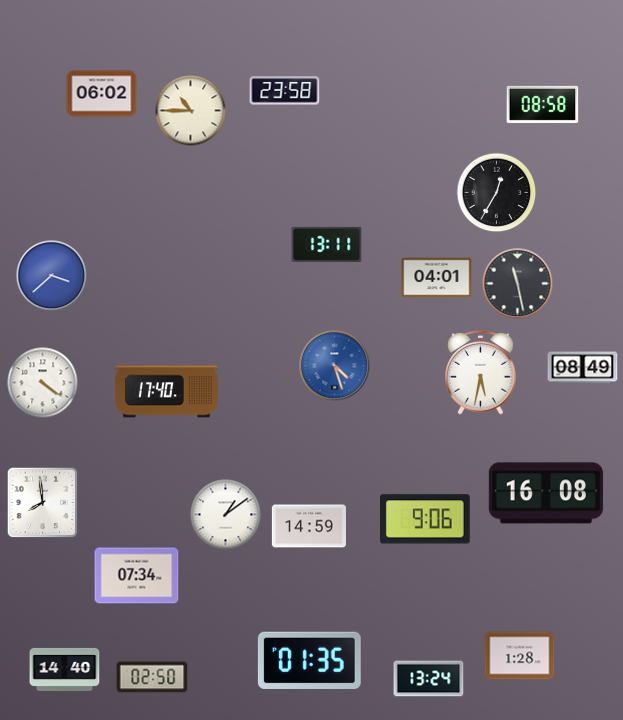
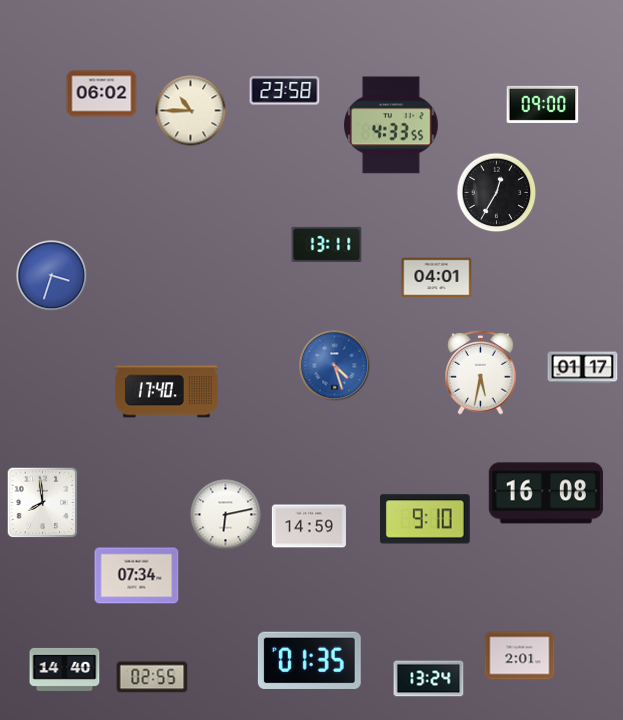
clock at (543, 104): 08:58 -> 09:00
clock at (392, 125): none -> 4:33
clock at (52, 276): 3:38 -> 3:33
clock at (518, 284): 11:28 -> none
clock at (583, 368): 08:49 -> 01:17
clock at (43, 383): 4:21 -> none
clock at (226, 515): 1:09 -> 6:13
clock at (425, 519): 9:06 -> 9:10
clock at (520, 656): 1:28 -> 2:01
clock at (152, 677): 02:50 -> 02:55
